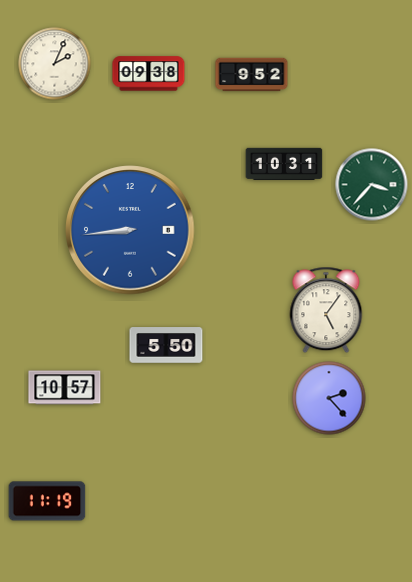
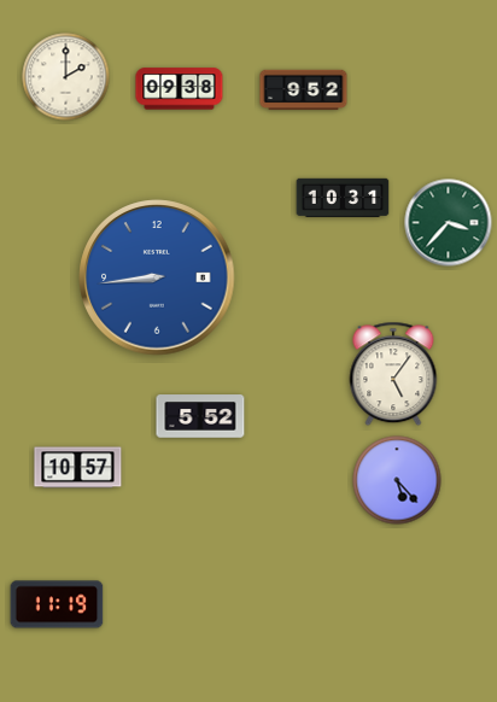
clock at (55, 64): 2:04 -> 2:00
clock at (166, 345): 5:50 -> 5:52
clock at (329, 398): 2:23 -> 5:23
